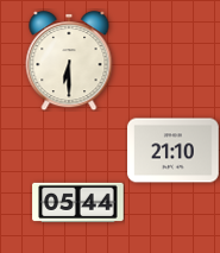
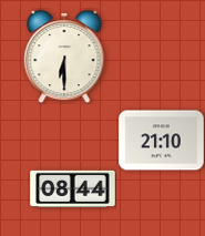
clock at (78, 203): 05:44 -> 08:44
